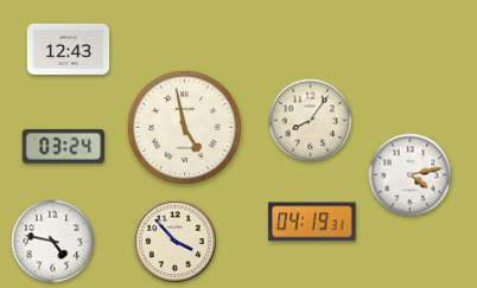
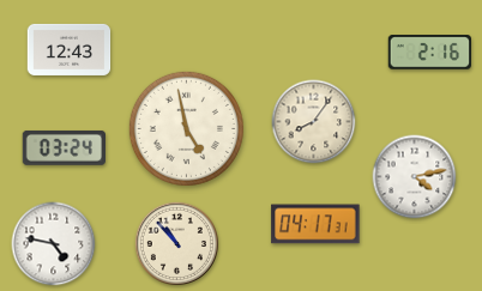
clock at (429, 53): none -> 2:16
clock at (312, 222): 04:19 -> 04:17
clock at (174, 241): 3:53 -> 10:53
